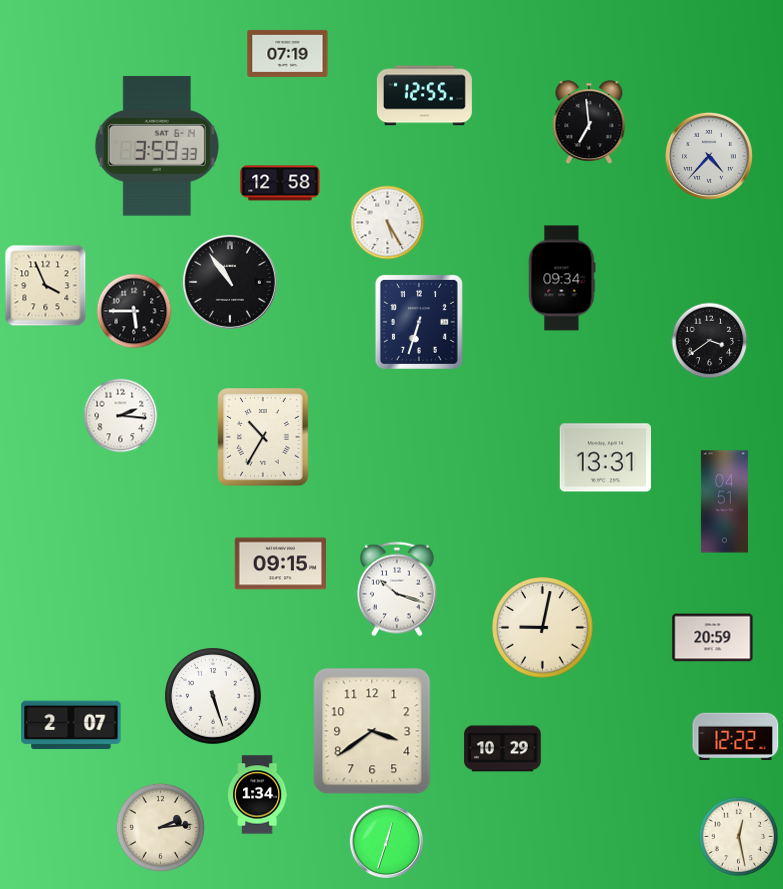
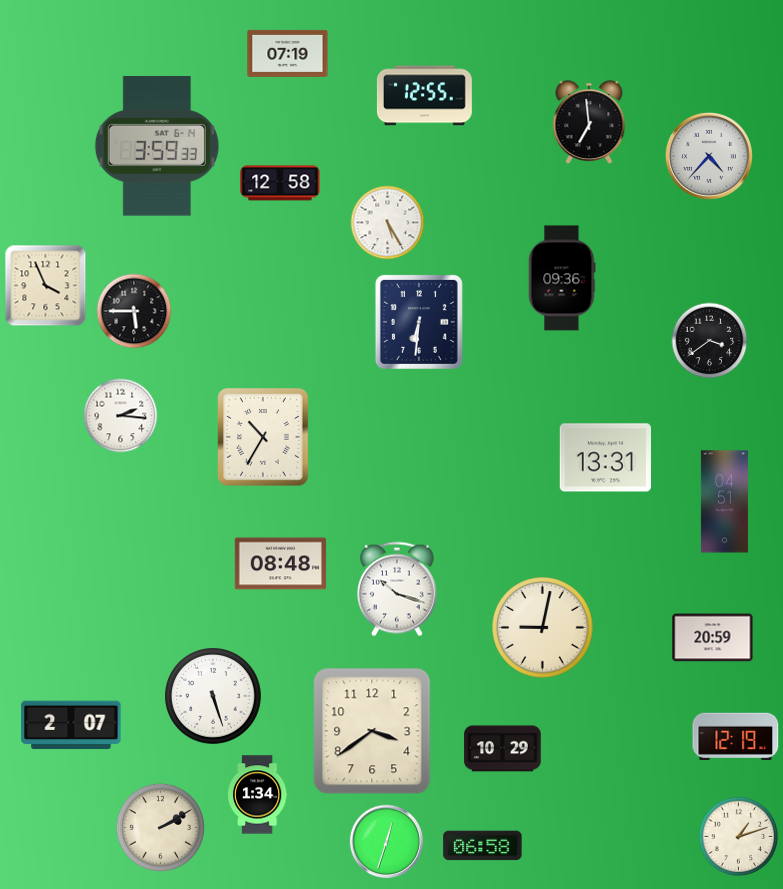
clock at (562, 278): 09:34 -> 09:36
clock at (230, 282): 10:54 -> none
clock at (419, 322): 6:33 -> 6:31
clock at (281, 564): 09:15 -> 08:48
clock at (736, 737): 12:22 -> 12:19
clock at (160, 827): 2:14 -> 2:10
clock at (739, 837): 12:28 -> 1:12
clock at (483, 846): none -> 06:58
